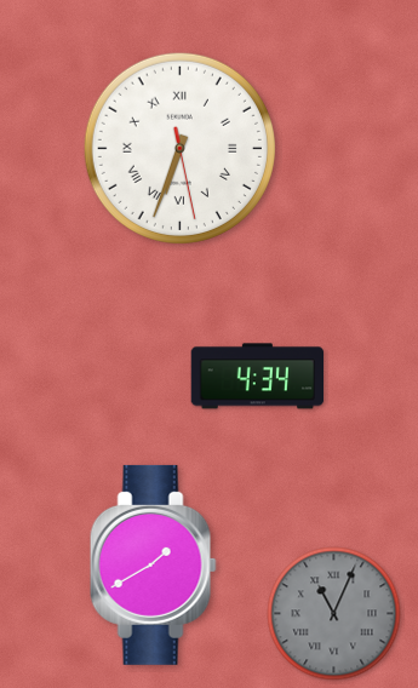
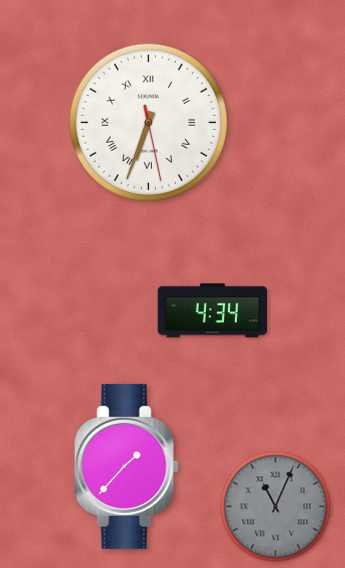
clock at (153, 564): 1:40 -> 1:37
